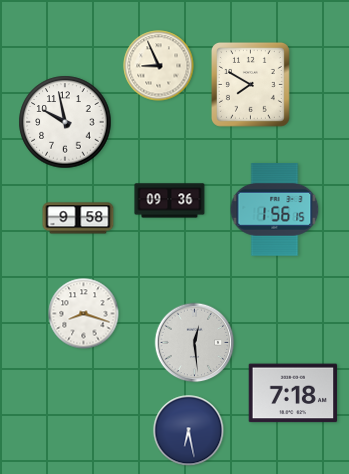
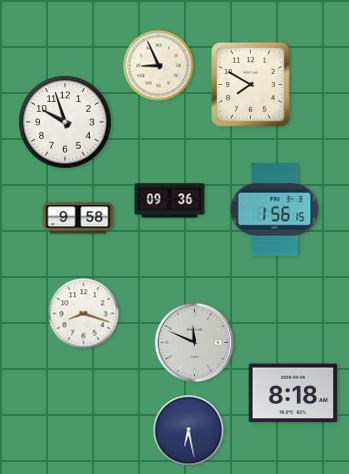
clock at (65, 122): 9:58 -> 9:57
clock at (195, 343): 12:29 -> 11:49
clock at (293, 393): 7:18 -> 8:18
